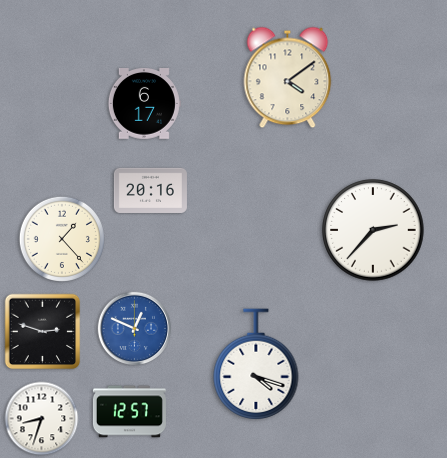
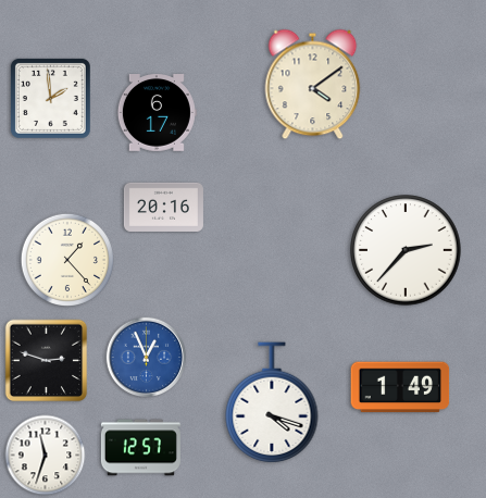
clock at (50, 98): none -> 1:59
clock at (135, 329): 12:49 -> 12:56
clock at (400, 387): none -> 1:49
clock at (256, 364) position: (256, 364) -> (272, 402)
clock at (42, 419): 8:33 -> 11:33
